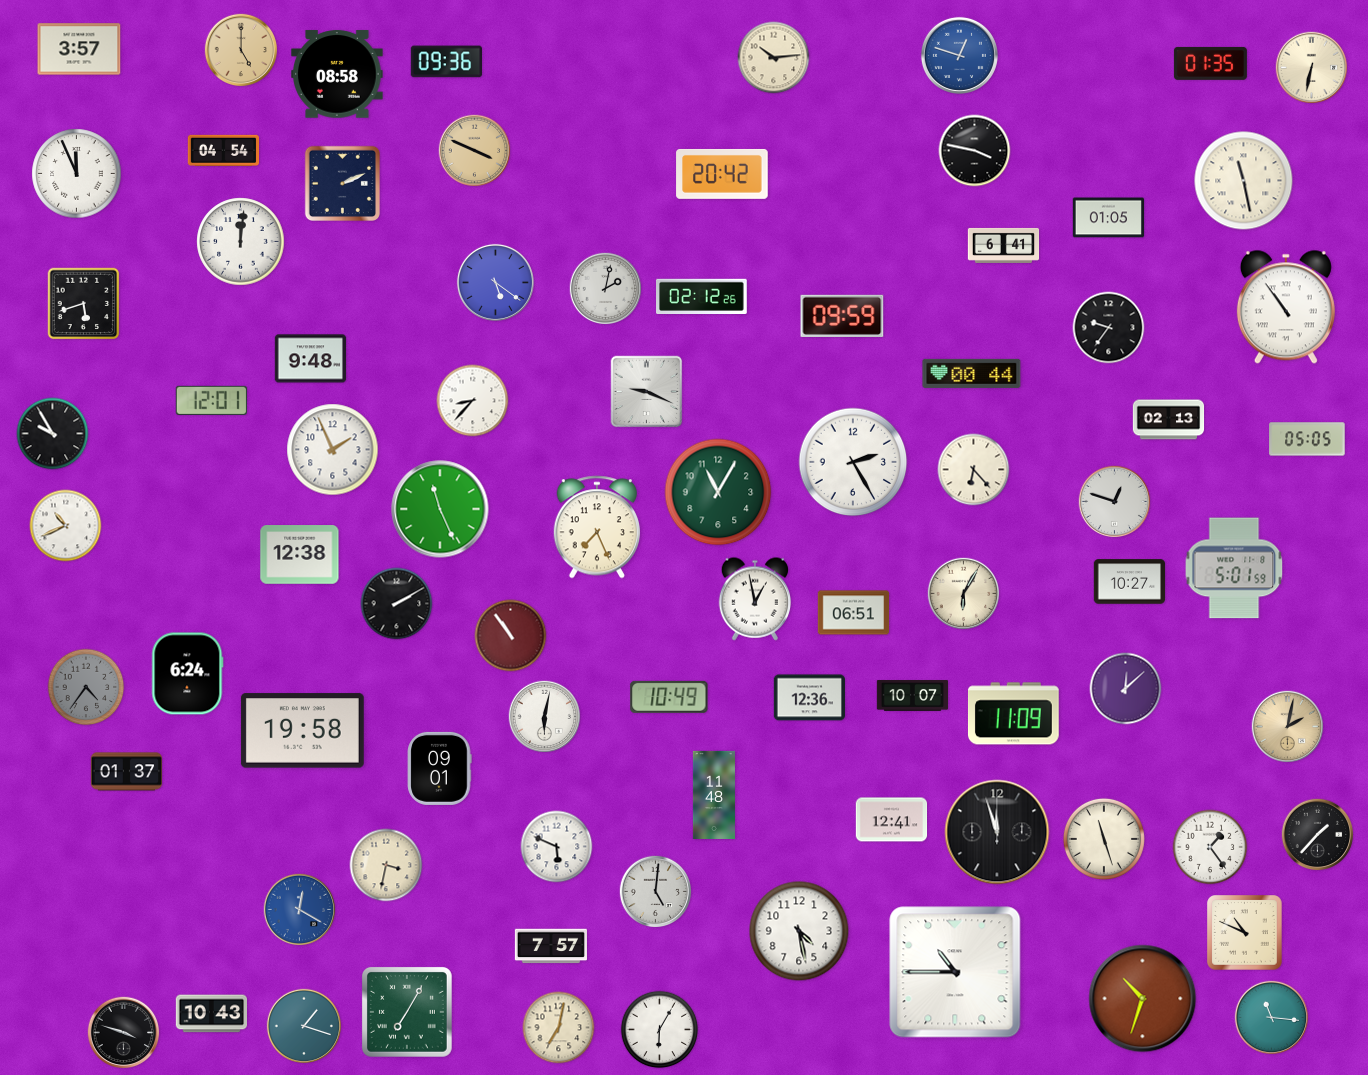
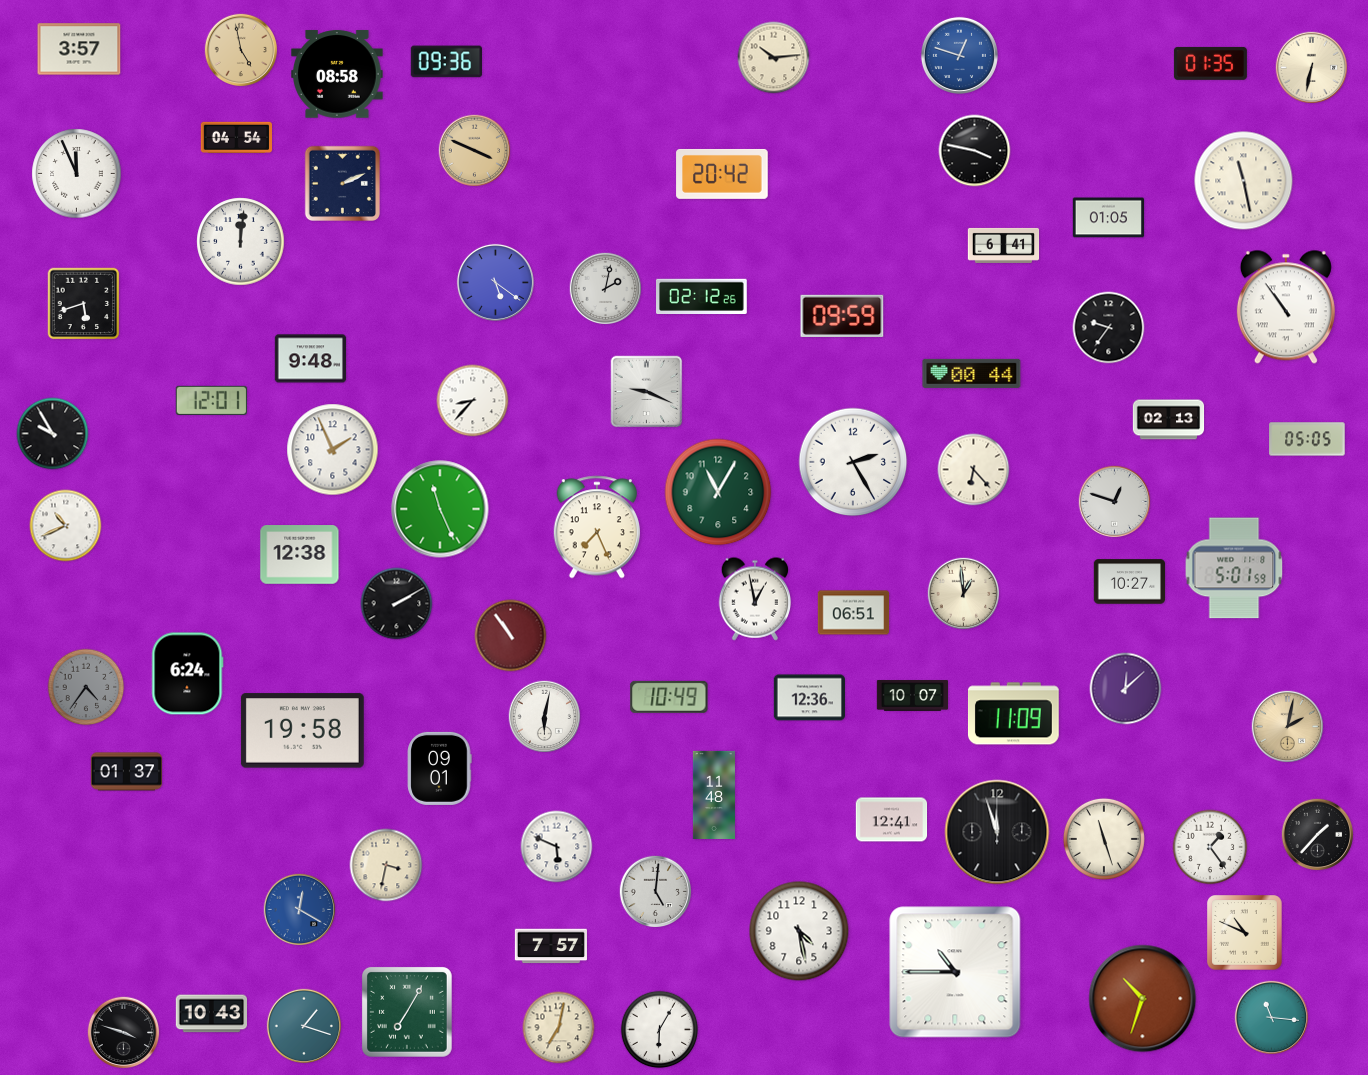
clock at (241, 50): 5:00 -> 4:58
clock at (224, 150) position: (224, 150) -> (237, 137)
clock at (964, 594): 6:05 -> 12:59
